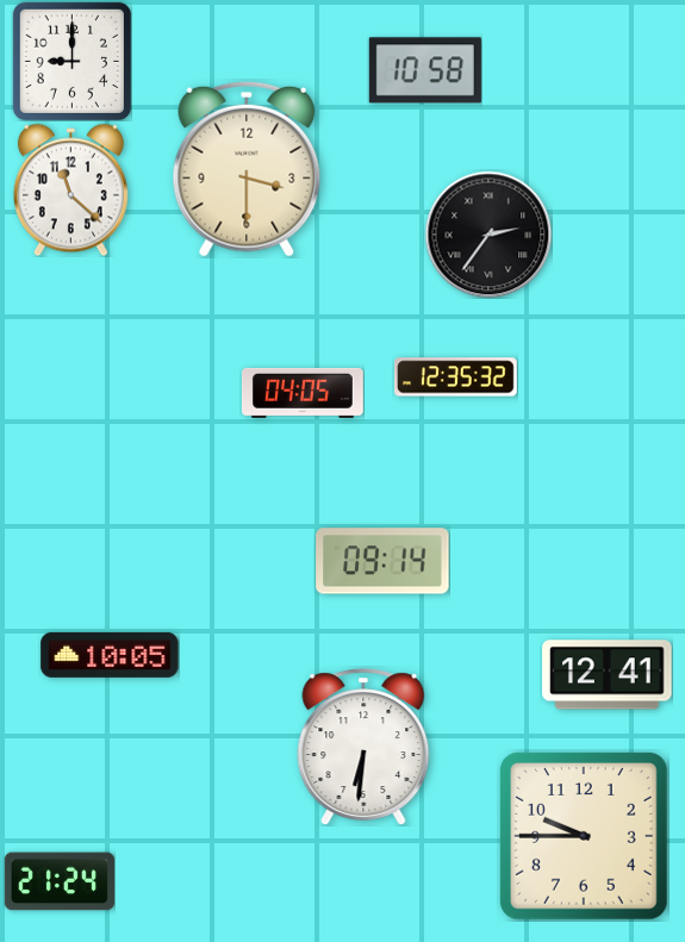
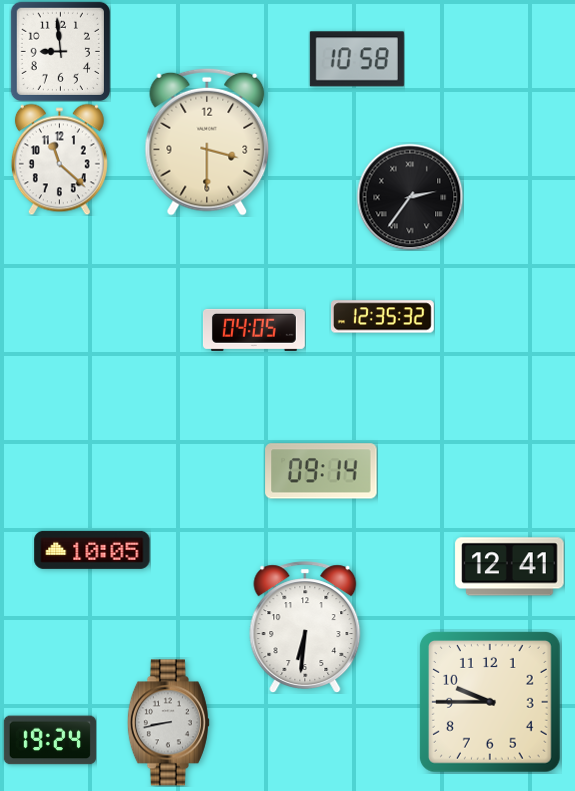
clock at (71, 61): 9:00 -> 8:59
clock at (168, 723): none -> 8:43
clock at (60, 881): 21:24 -> 19:24
